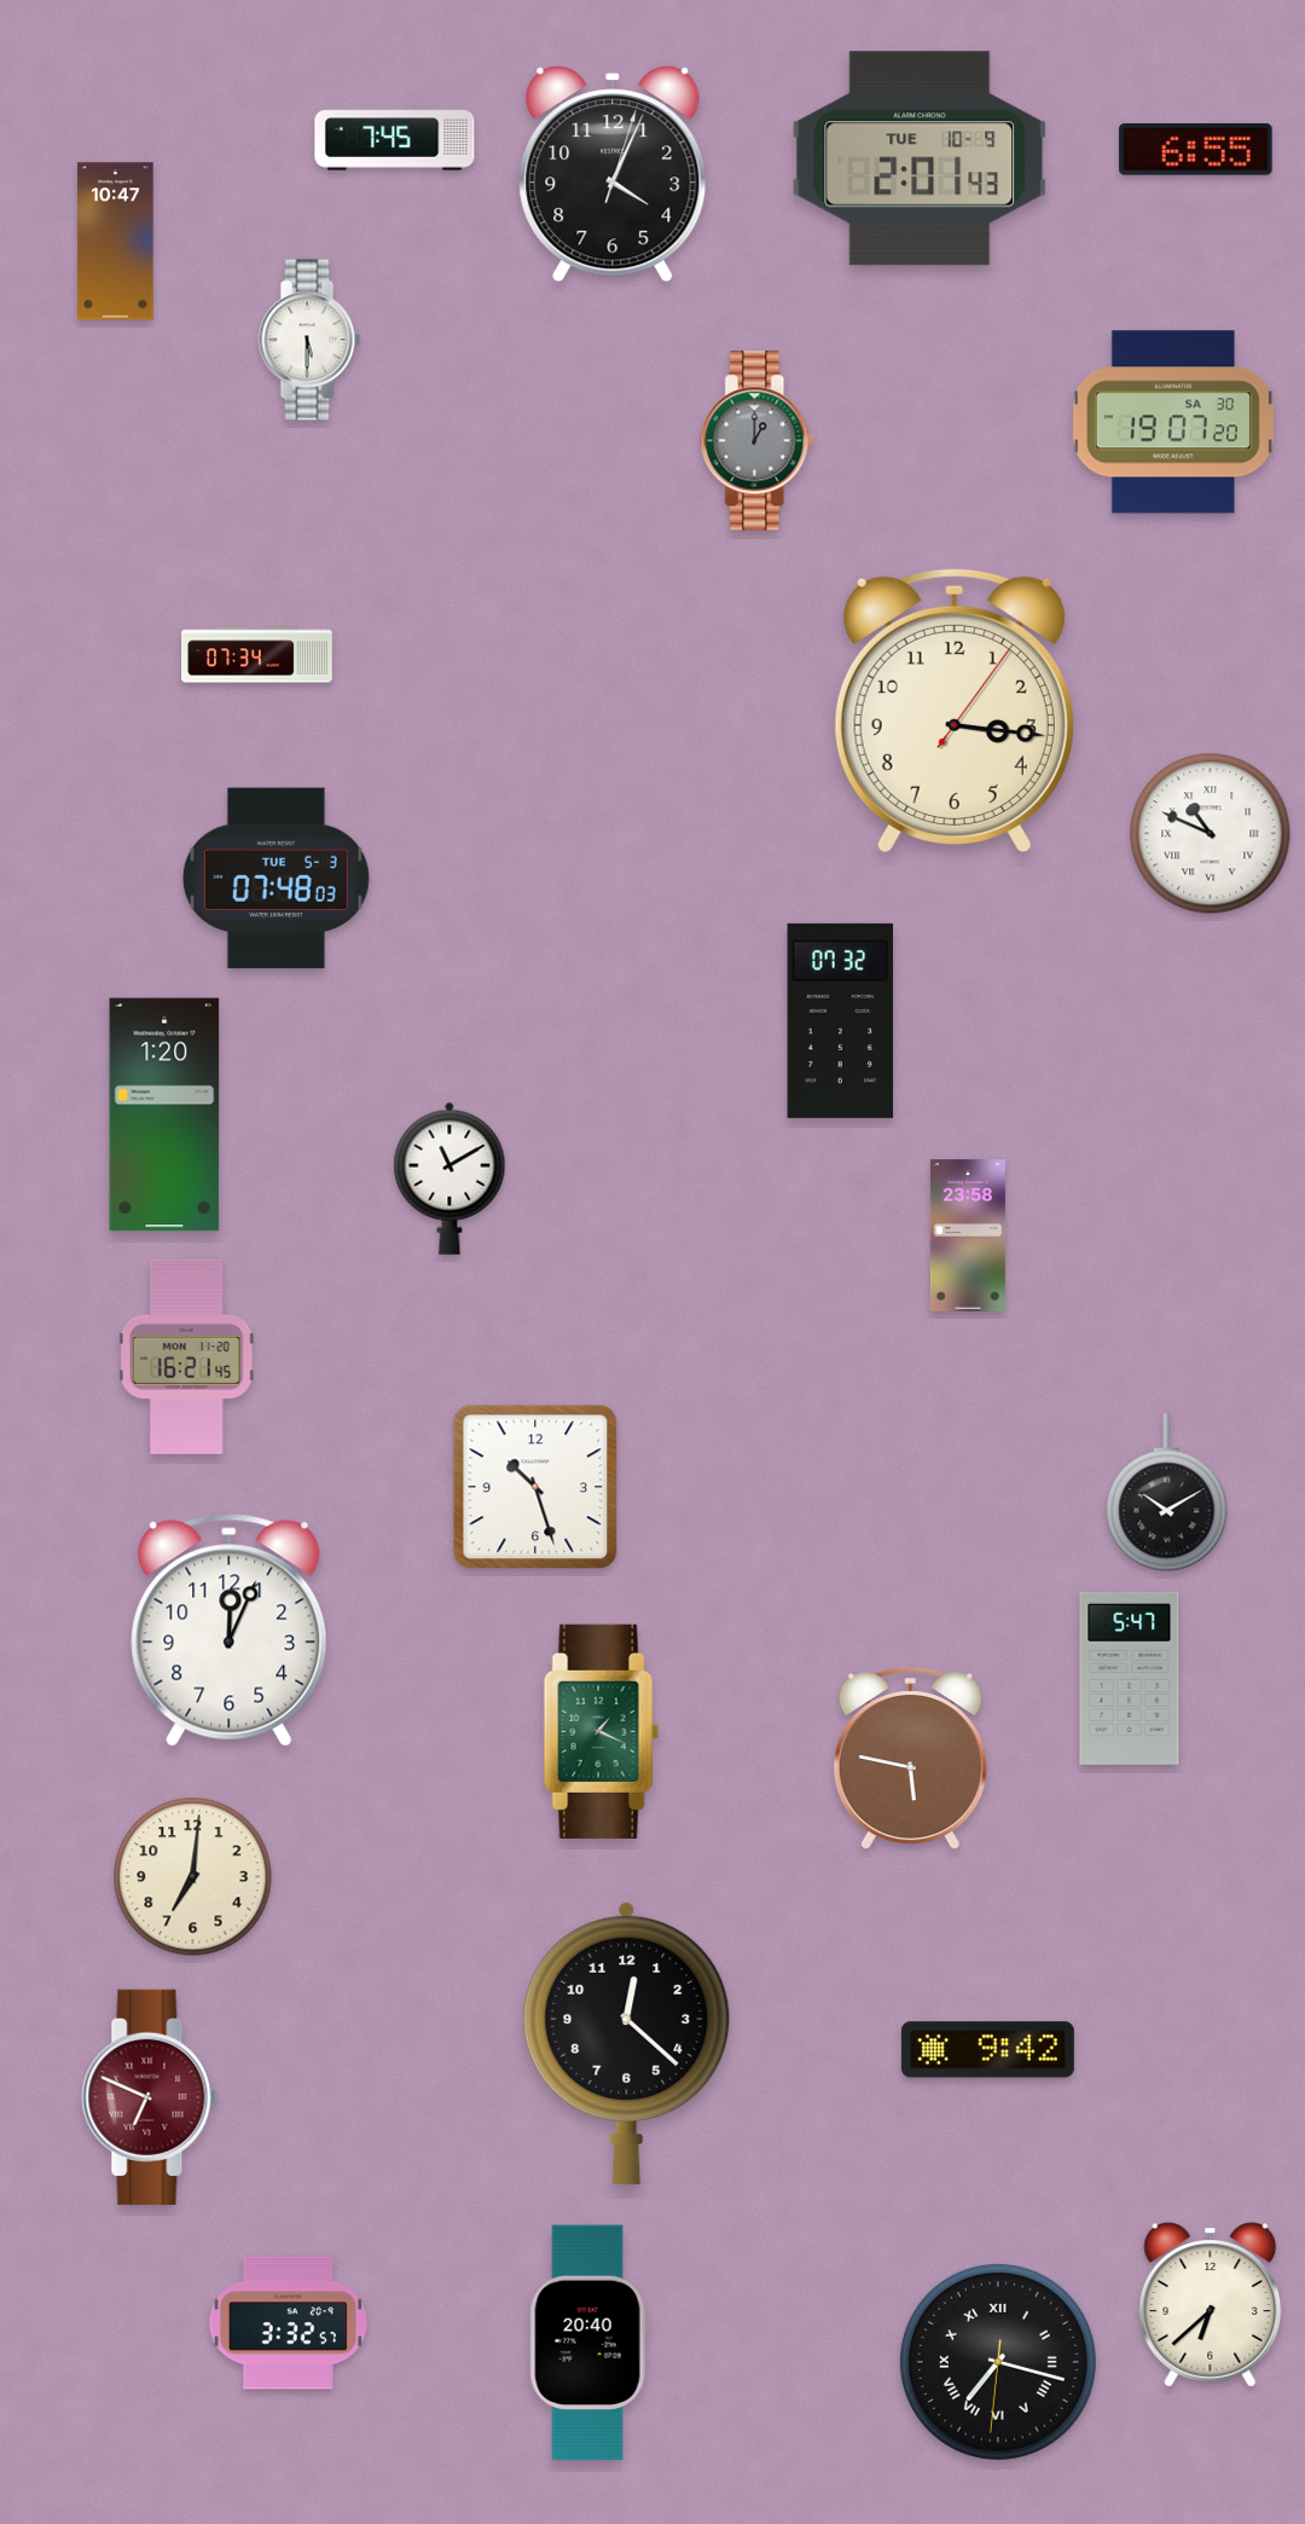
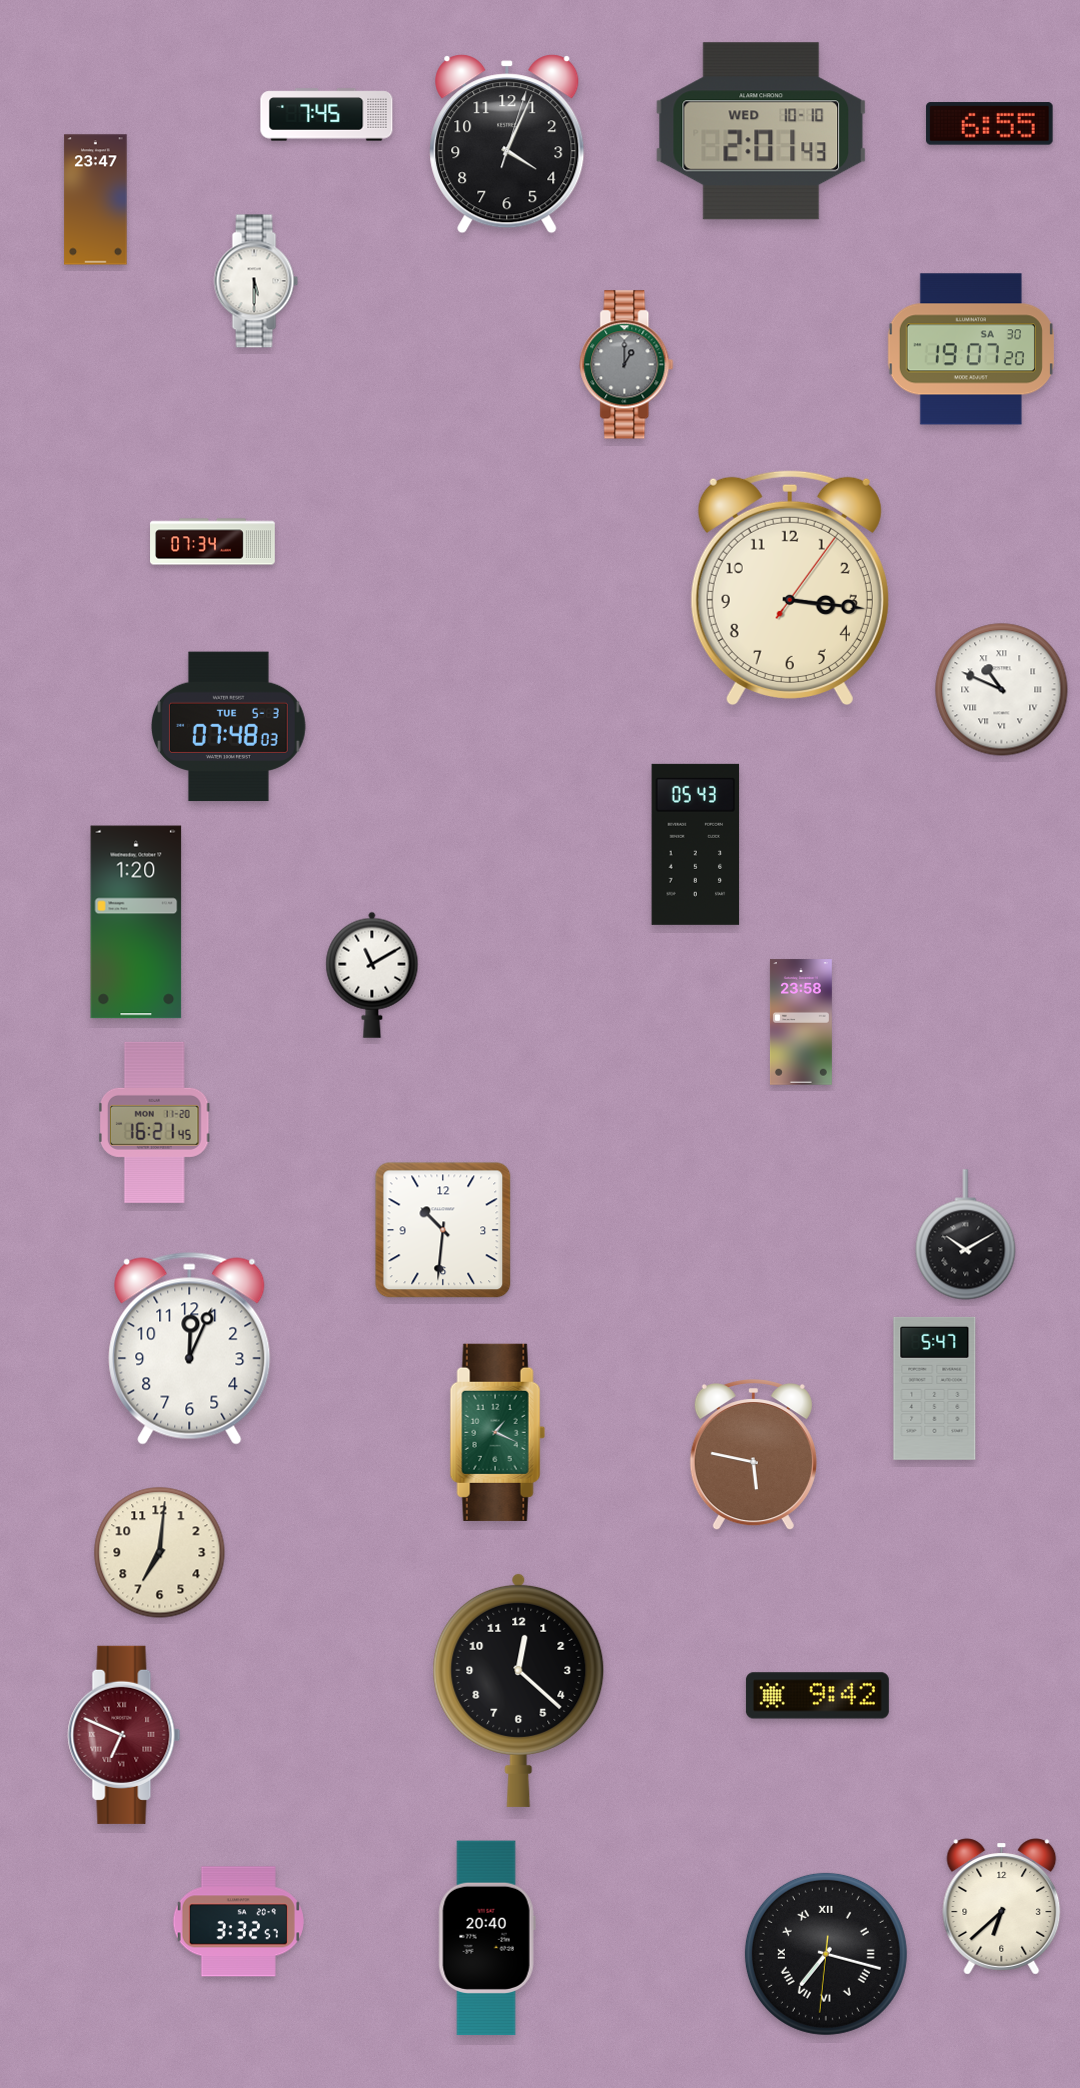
clock at (920, 158) date: TUE 10-9 -> WED 10-10
clock at (116, 242): 10:47 -> 23:47
clock at (841, 1020): 07:32 -> 05:43
clock at (535, 1487): 10:27 -> 10:31
